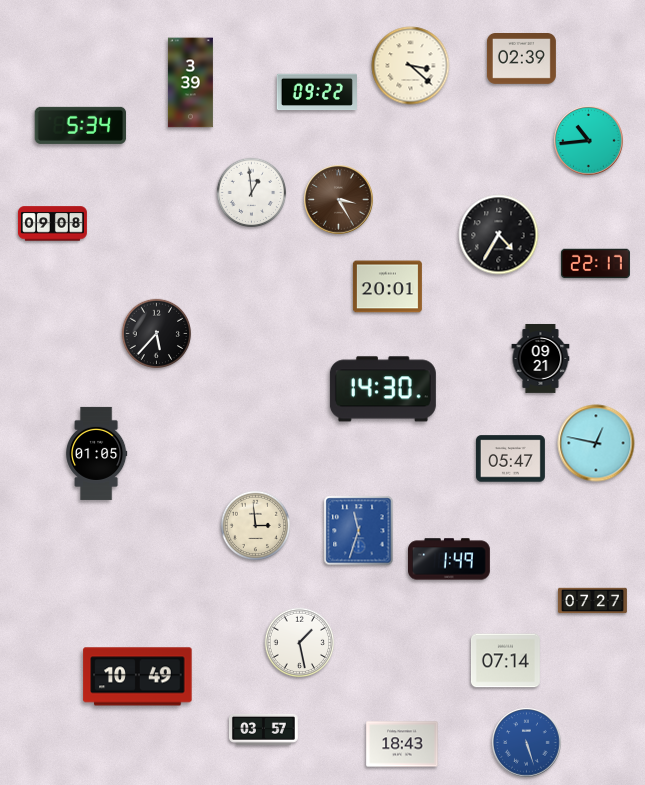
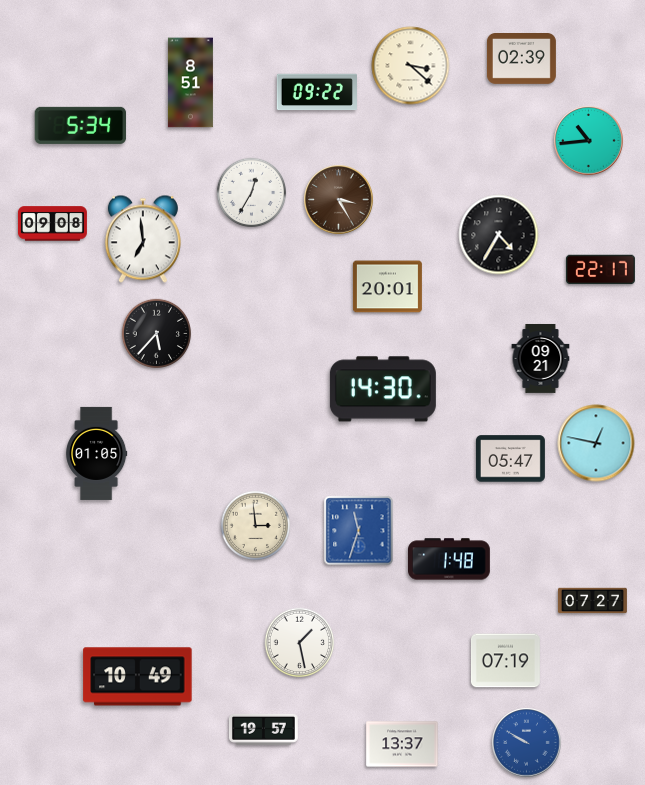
clock at (190, 83): 3:39 -> 8:51
clock at (252, 193): 12:59 -> 12:35
clock at (143, 239): none -> 6:59
clock at (595, 264) position: (595, 264) -> (600, 270)
clock at (450, 559): 1:49 -> 1:48
clock at (505, 661): 07:14 -> 07:19
clock at (263, 729): 03:57 -> 19:57
clock at (527, 743): 5:27 -> 9:50
clock at (402, 744): 18:43 -> 13:37
